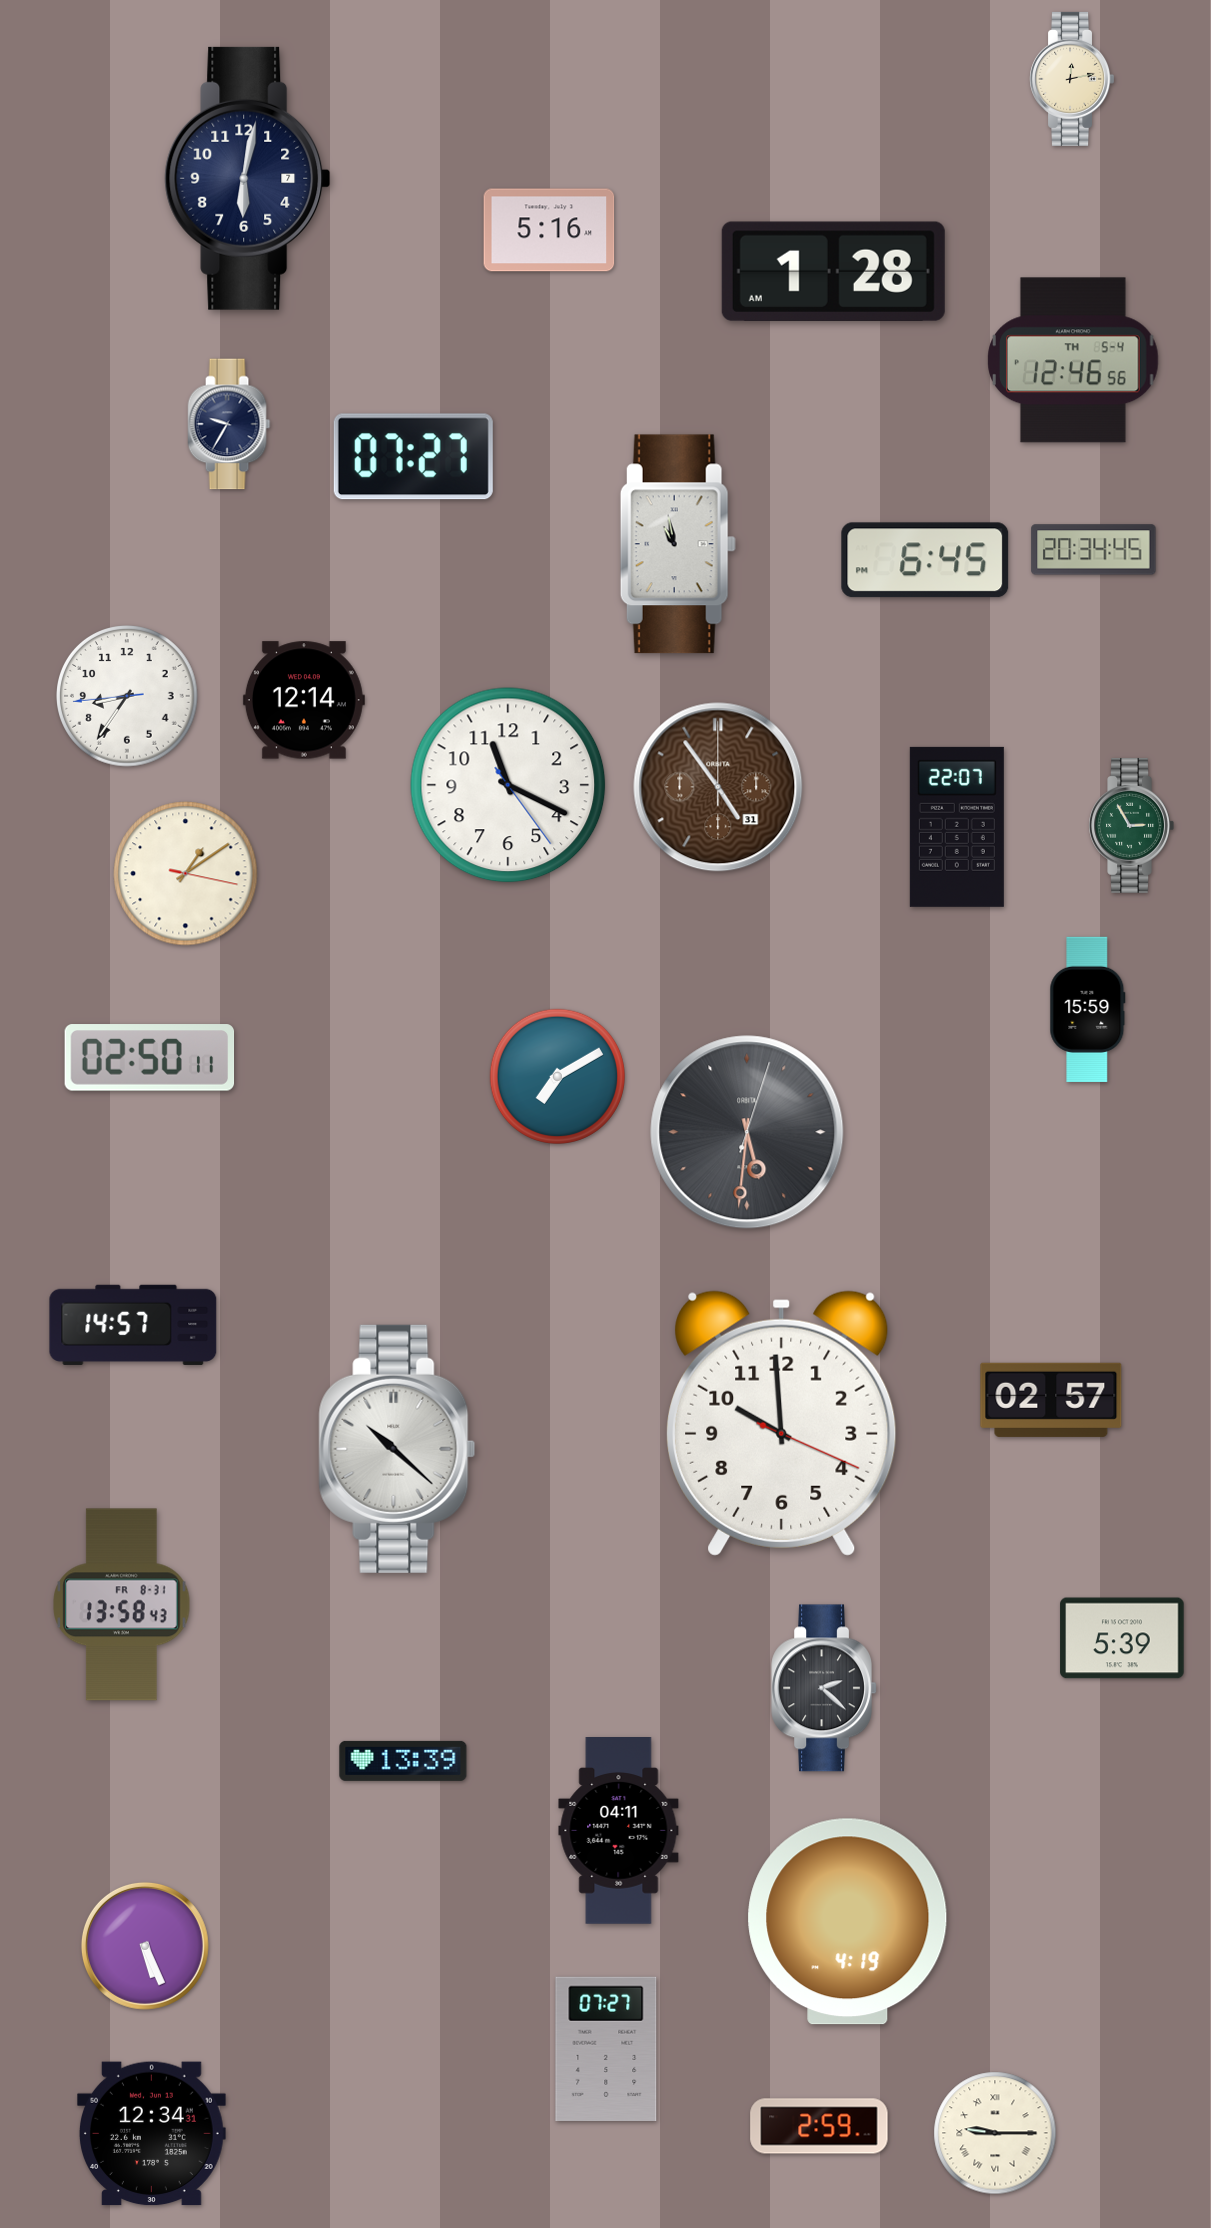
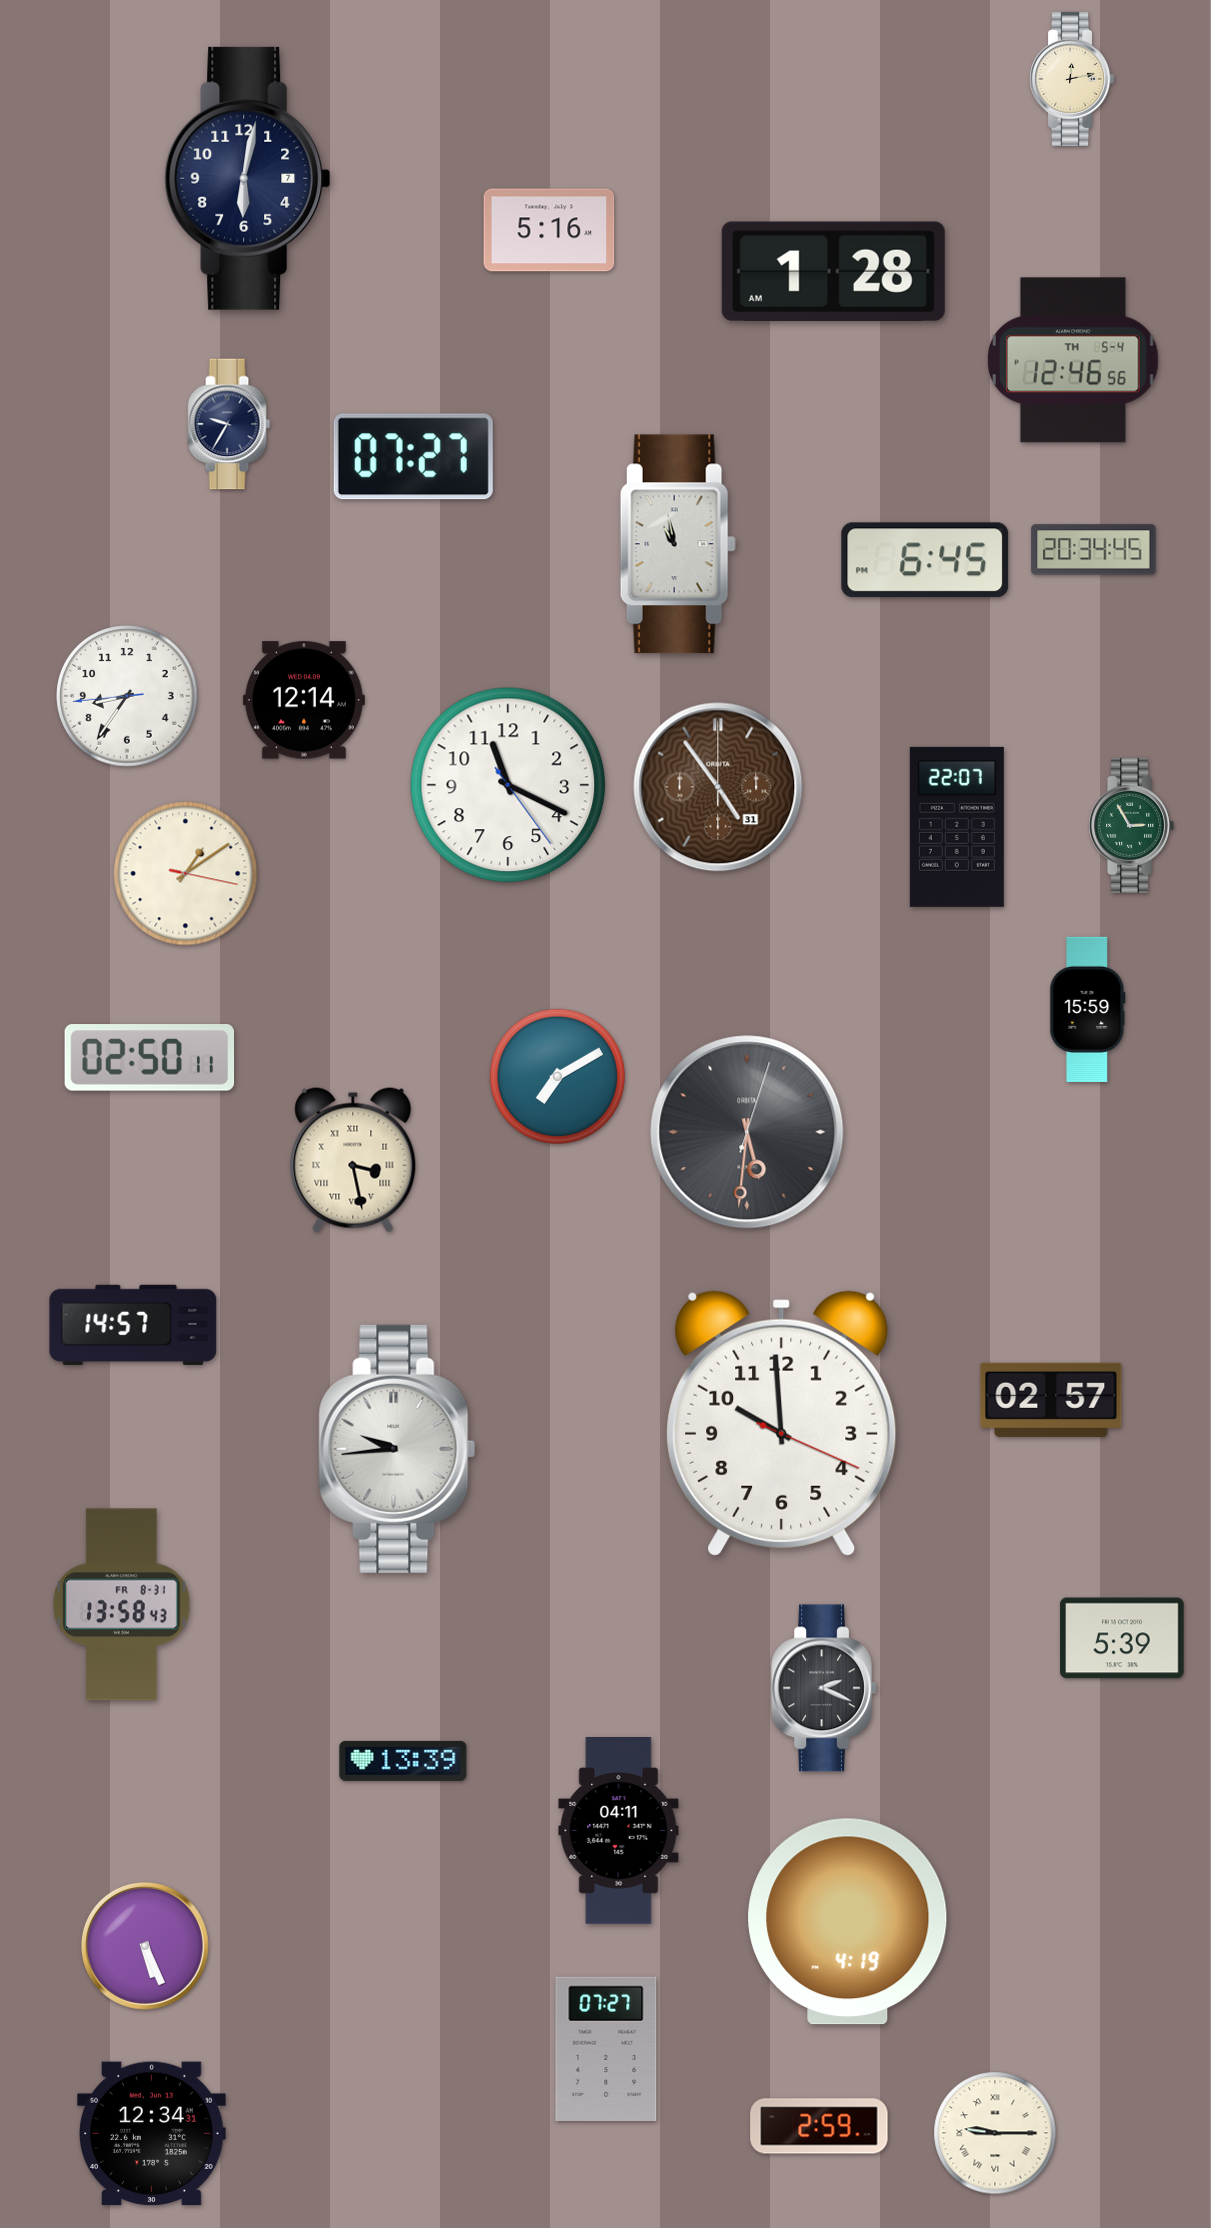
clock at (353, 1160): none -> 3:28
clock at (397, 1449): 10:22 -> 9:44
clock at (824, 1688): 2:22 -> 2:19
